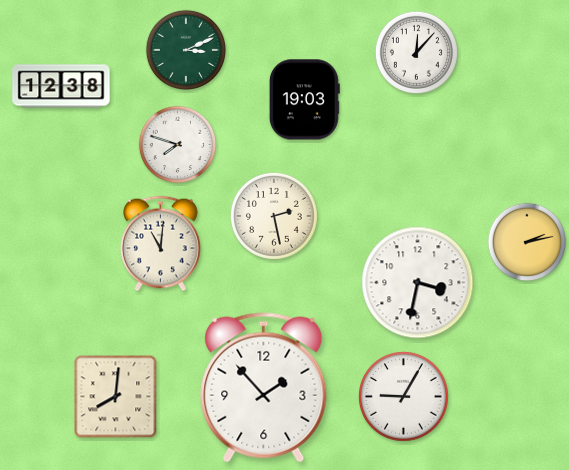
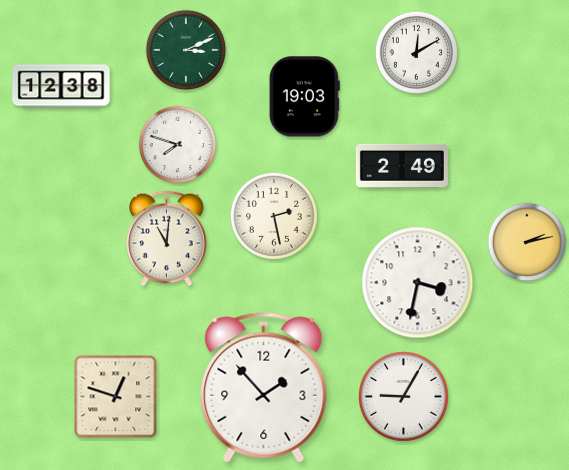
clock at (416, 52): 12:07 -> 12:10
clock at (304, 100) position: (304, 100) -> (304, 97)
clock at (402, 166): none -> 2:49
clock at (161, 244) position: (161, 244) -> (167, 239)
clock at (116, 397): 8:01 -> 12:48
